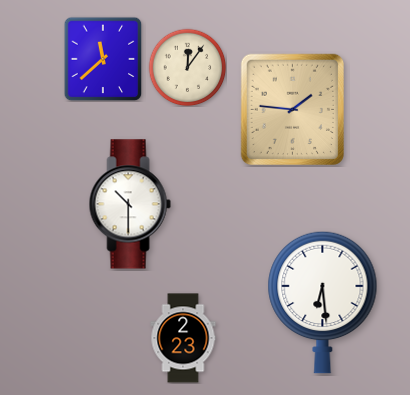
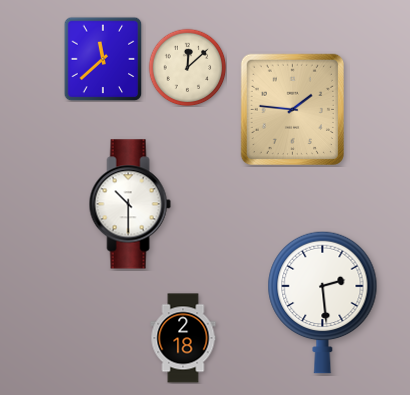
clock at (187, 67): 12:06 -> 12:08
clock at (323, 302): 6:29 -> 2:29
clock at (183, 338): 2:23 -> 2:18
